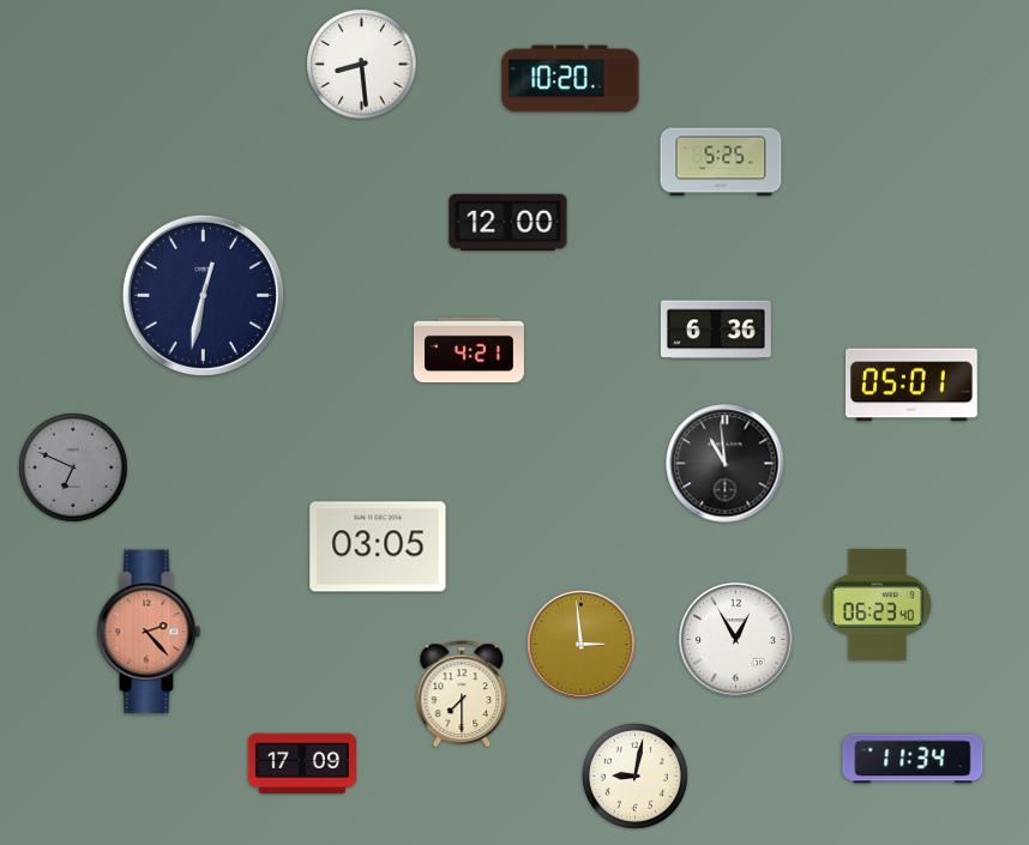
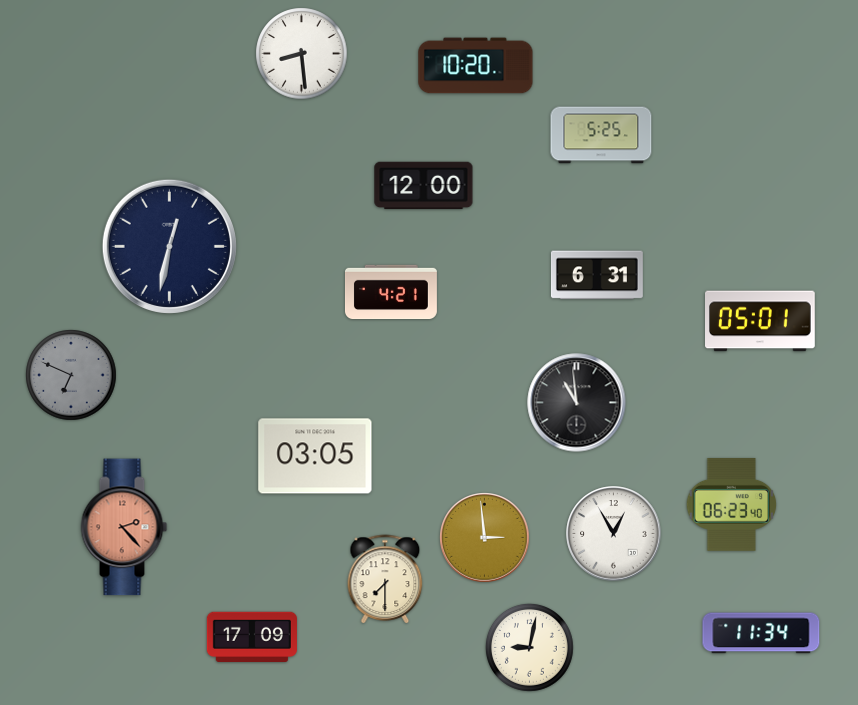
clock at (716, 330): 6:36 -> 6:31
clock at (726, 464) position: (726, 464) -> (577, 403)
clock at (73, 467) position: (73, 467) -> (71, 375)
